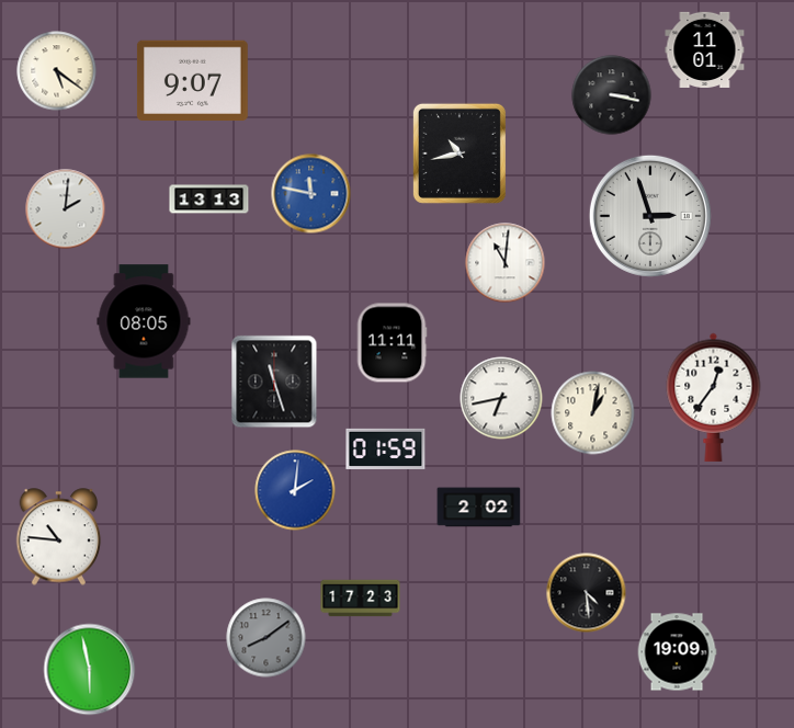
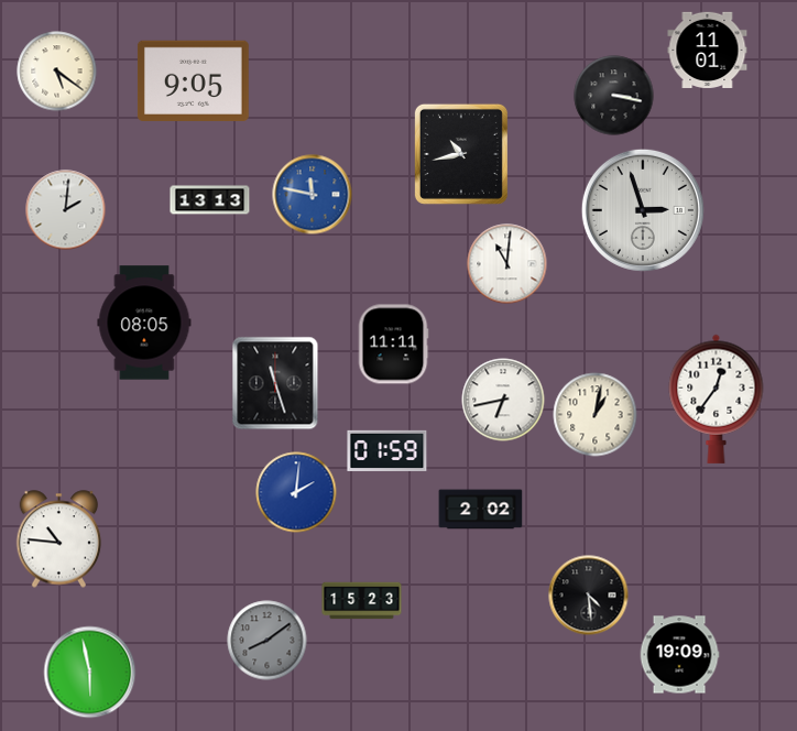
clock at (192, 80): 9:07 -> 9:05
clock at (650, 216) position: (650, 216) -> (643, 210)
clock at (361, 599): 17:23 -> 15:23
